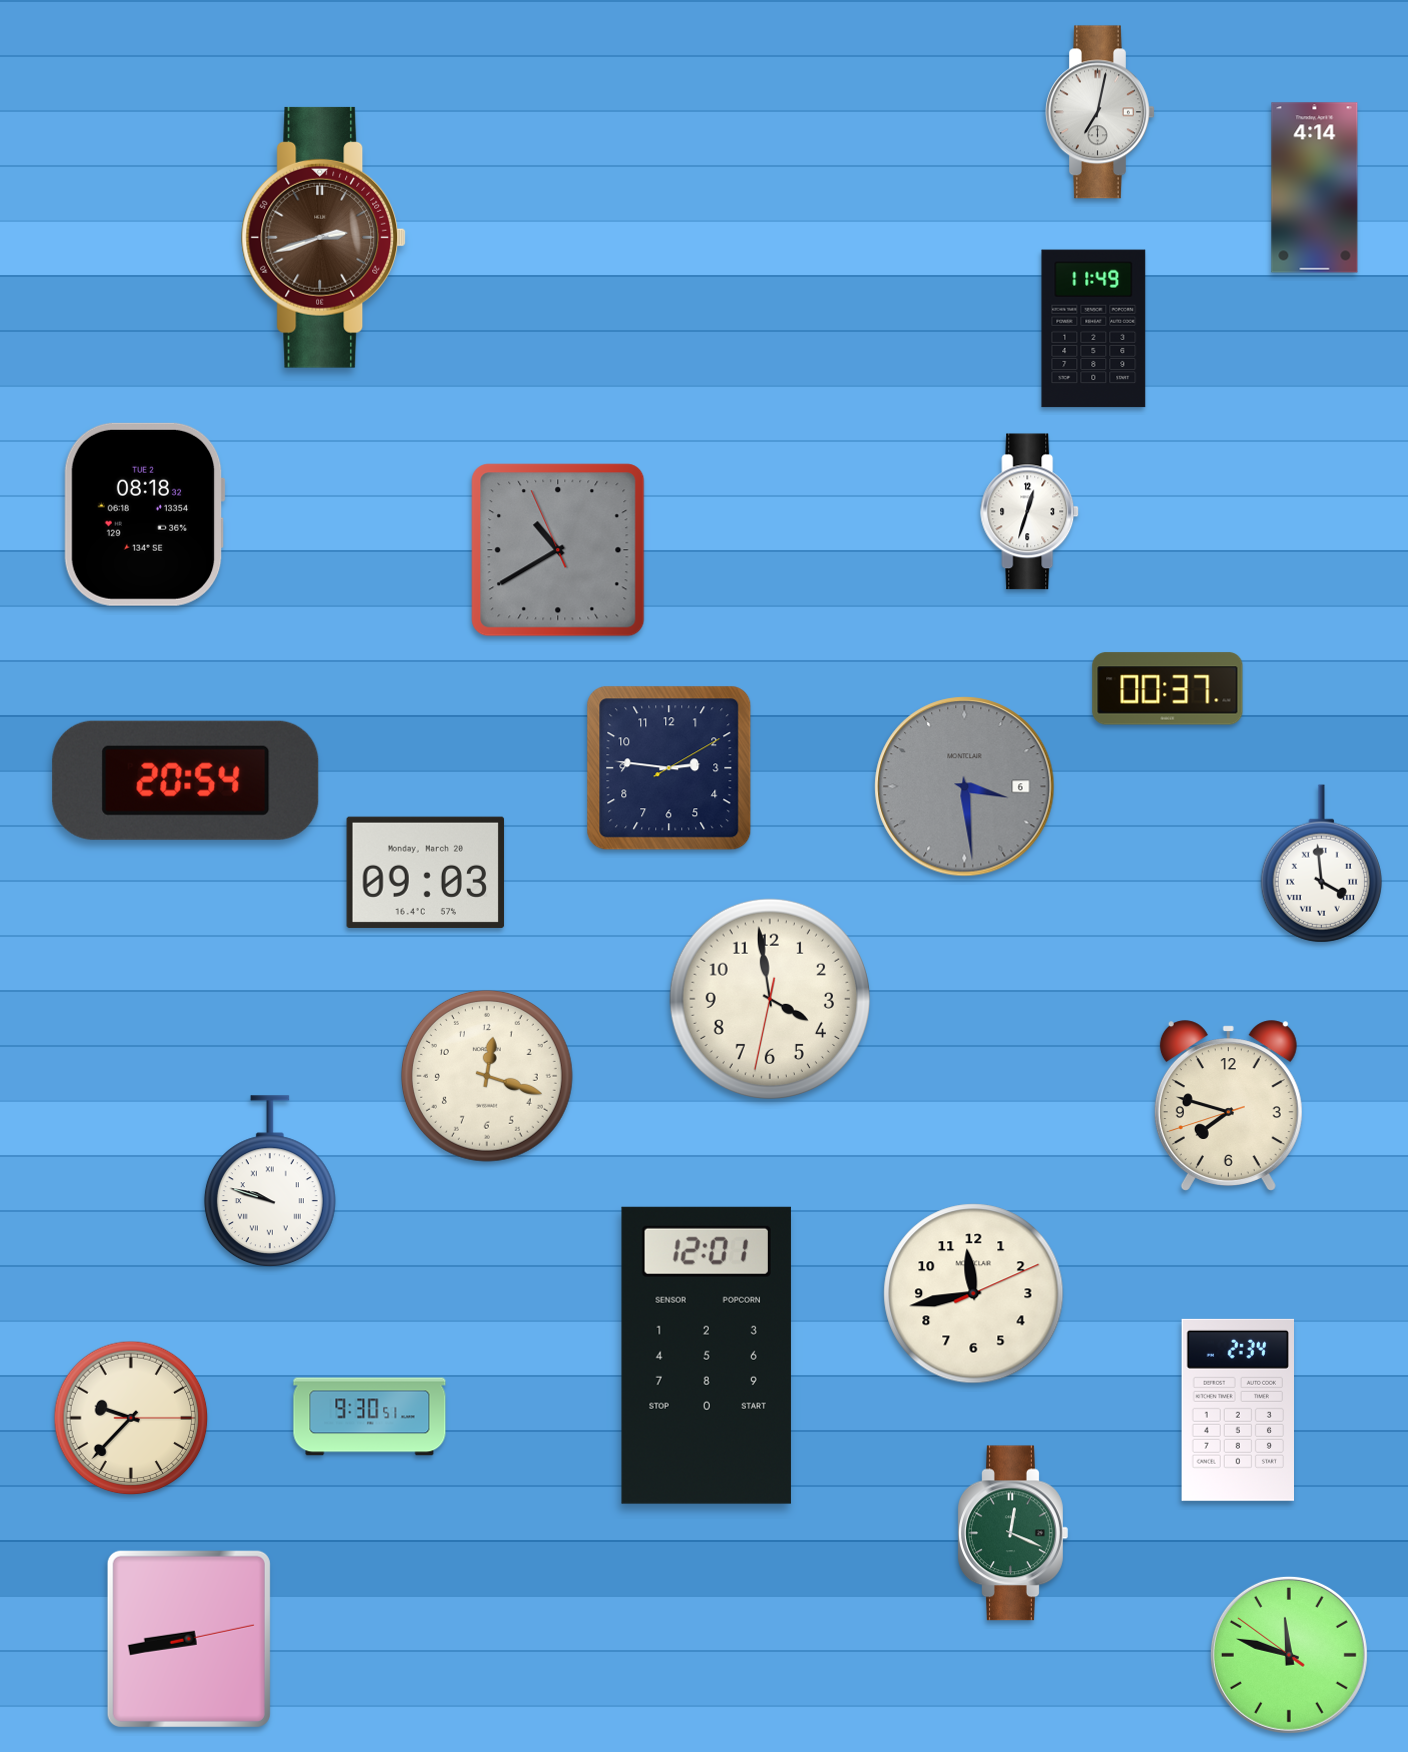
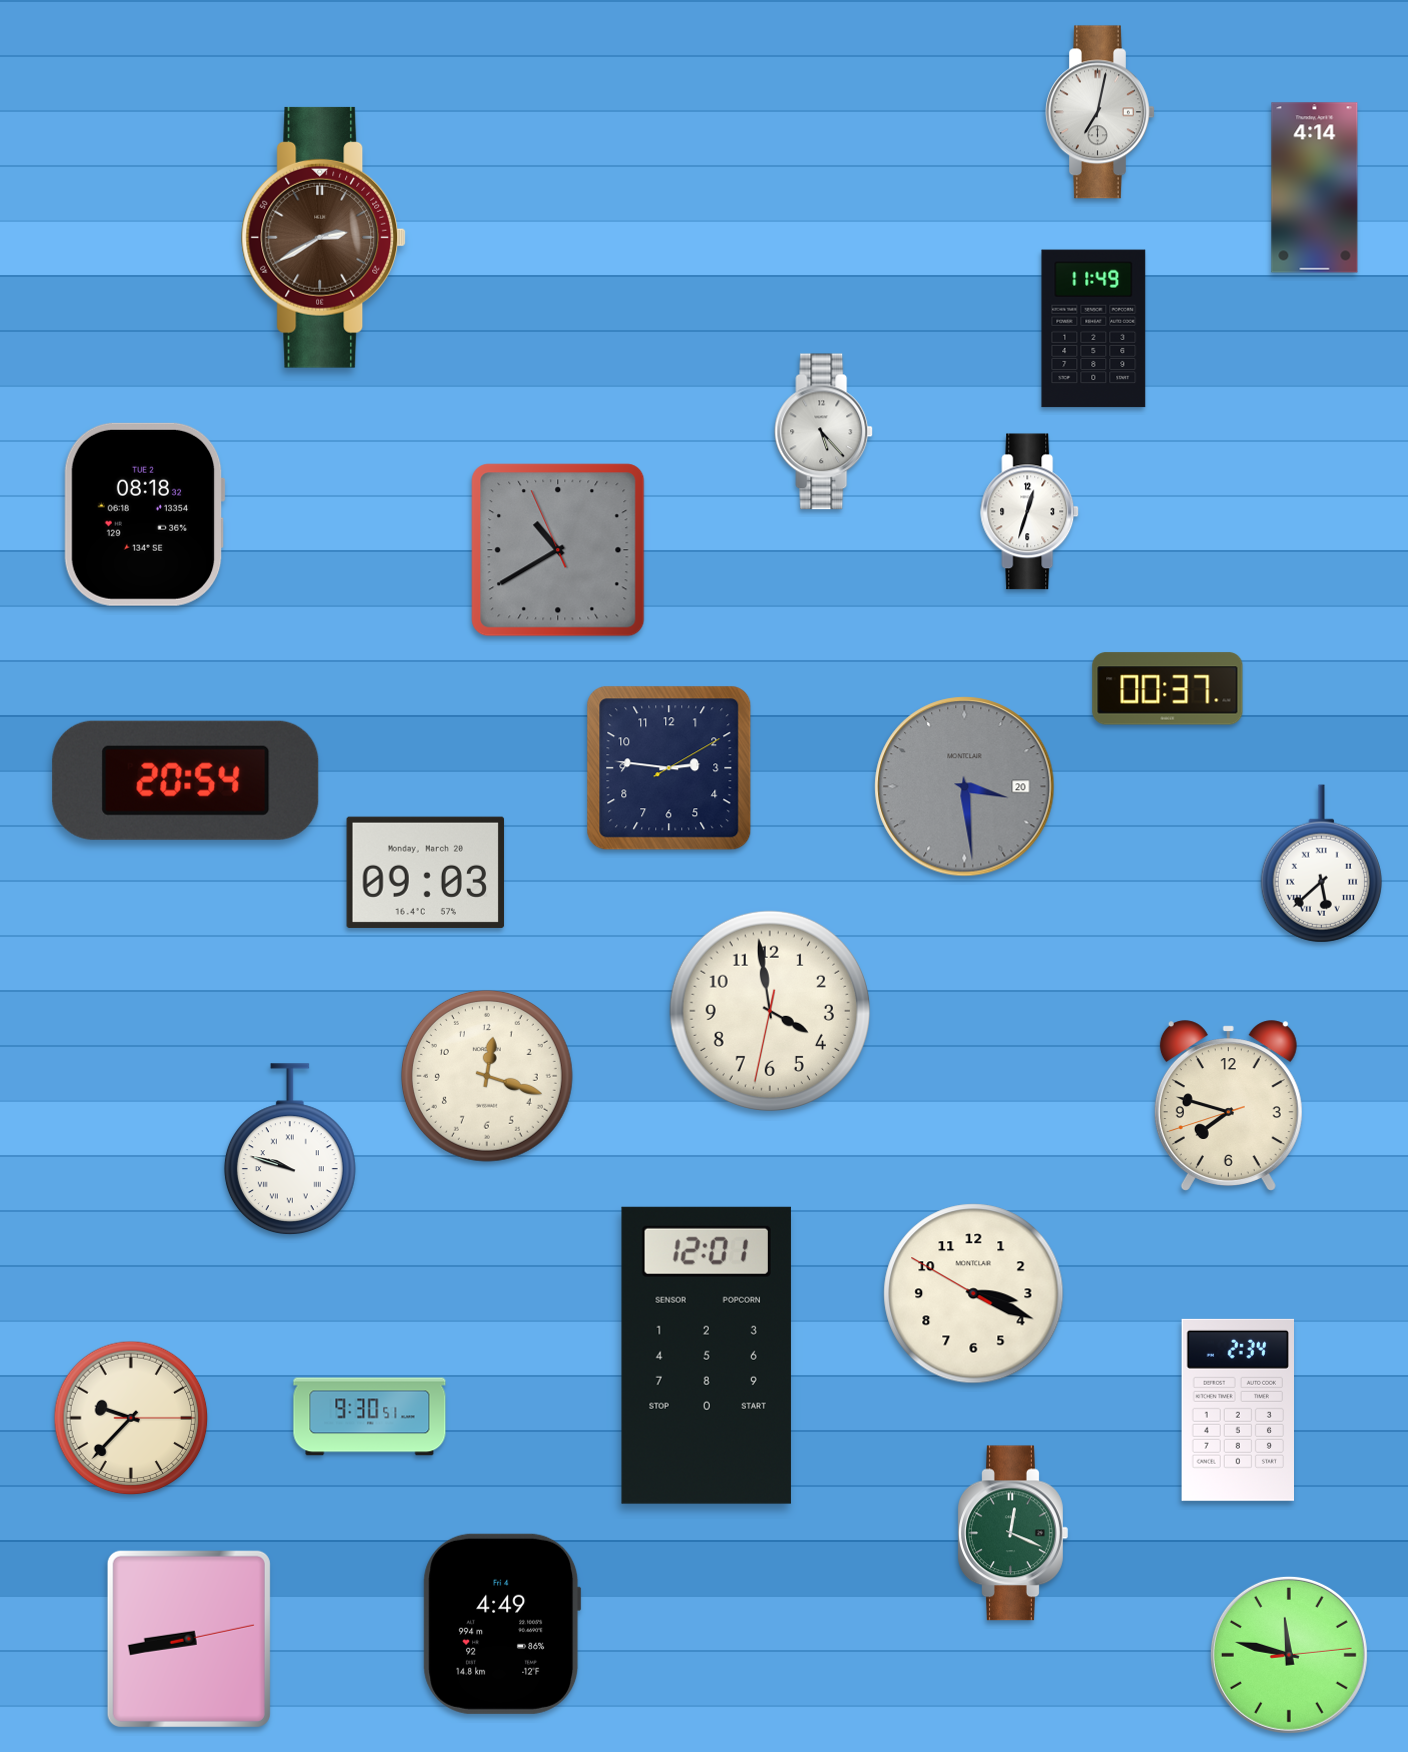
clock at (324, 237): 2:42 -> 2:40
clock at (824, 432): none -> 5:23
clock at (965, 787) date: 6 -> 20
clock at (1321, 864): 3:59 -> 5:38
clock at (770, 999) position: (770, 999) -> (770, 1011)
clock at (270, 1182) position: (270, 1182) -> (290, 1150)
clock at (974, 1294): 11:43 -> 3:18
clock at (502, 1624): none -> 4:49
clock at (1289, 1655): 11:47:51 -> 11:47:14
